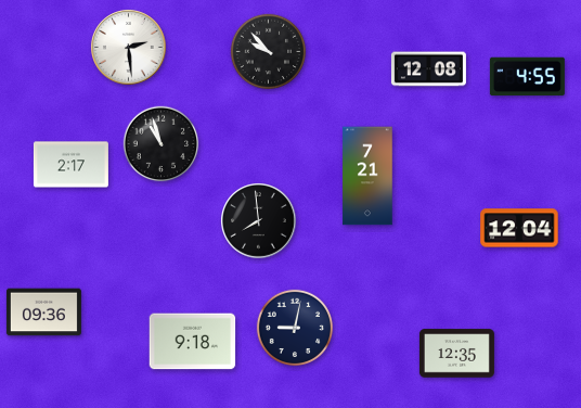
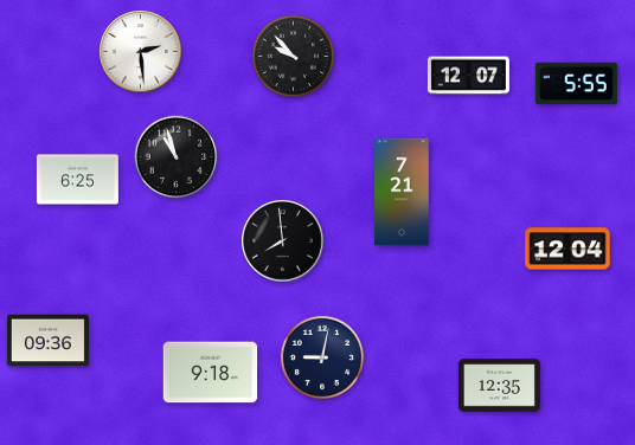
clock at (428, 69): 12:08 -> 12:07
clock at (527, 77): 4:55 -> 5:55
clock at (70, 165): 2:17 -> 6:25
